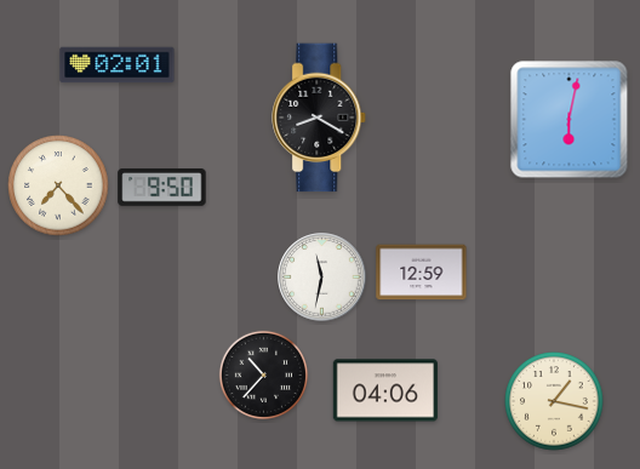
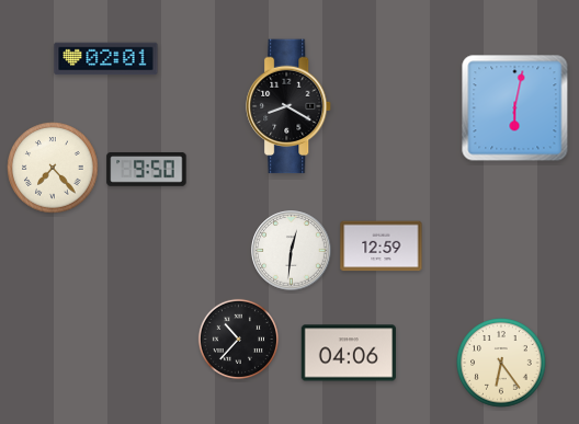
clock at (322, 278): 11:32 -> 12:31
clock at (554, 401): 1:17 -> 6:24
